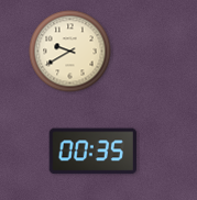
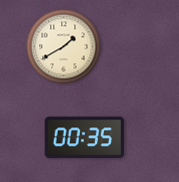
clock at (70, 52): 9:40 -> 1:40
